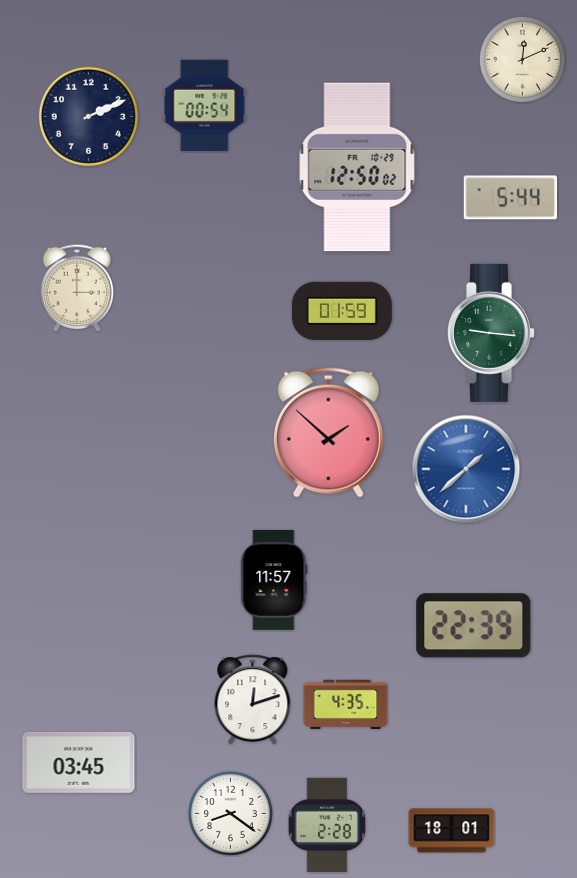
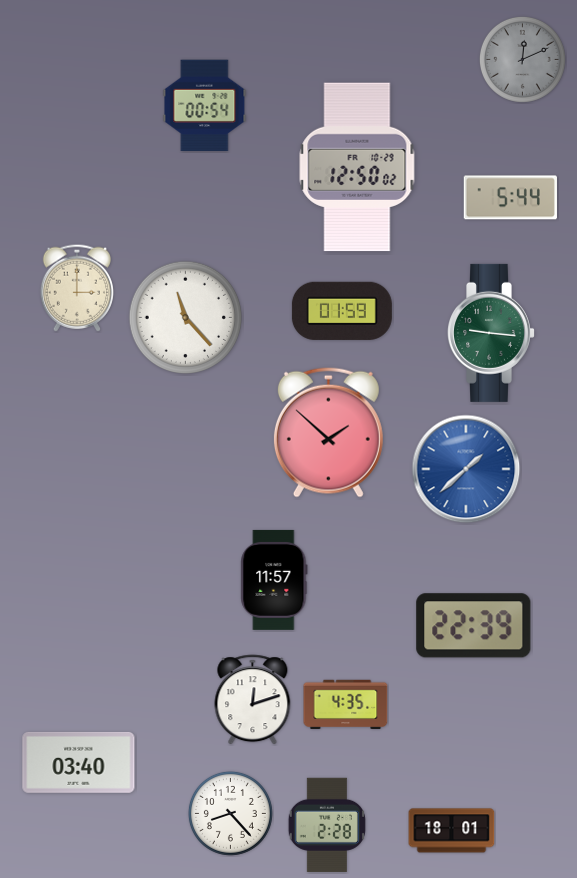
clock at (522, 59) dial: cream -> grey
clock at (88, 116): 2:11 -> none
clock at (185, 317): none -> 11:23
clock at (79, 762): 03:45 -> 03:40
clock at (230, 813): 8:21 -> 8:23
